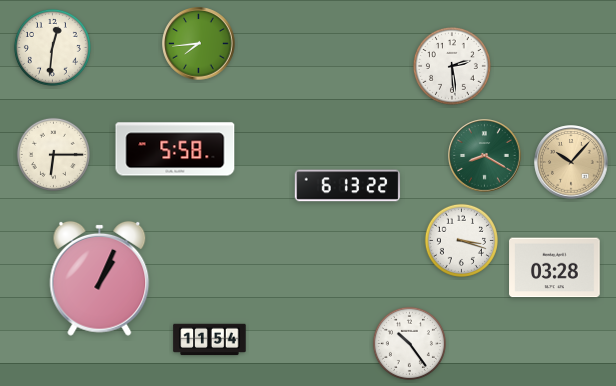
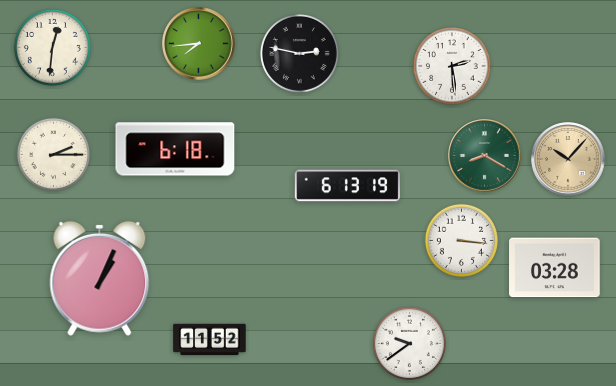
clock at (299, 53): none -> 2:47
clock at (175, 149): 5:58 -> 6:18
clock at (53, 154): 6:15 -> 2:15
clock at (571, 162) position: (571, 162) -> (568, 159)
clock at (348, 186): 6:13:22 -> 6:13:19
clock at (461, 240): 3:18 -> 3:16
clock at (210, 340): 11:54 -> 11:52
clock at (409, 343): 10:24 -> 9:39
